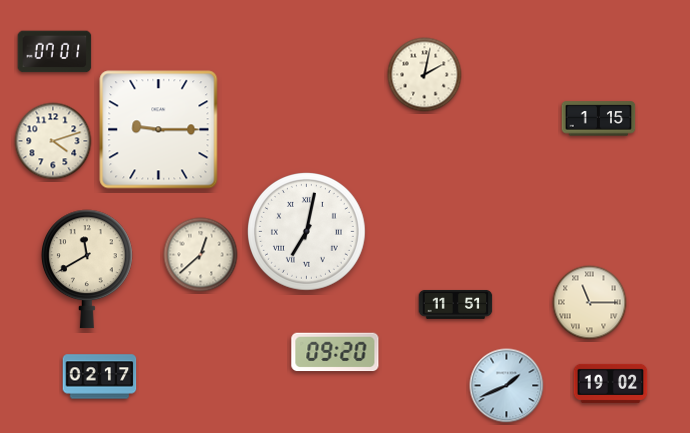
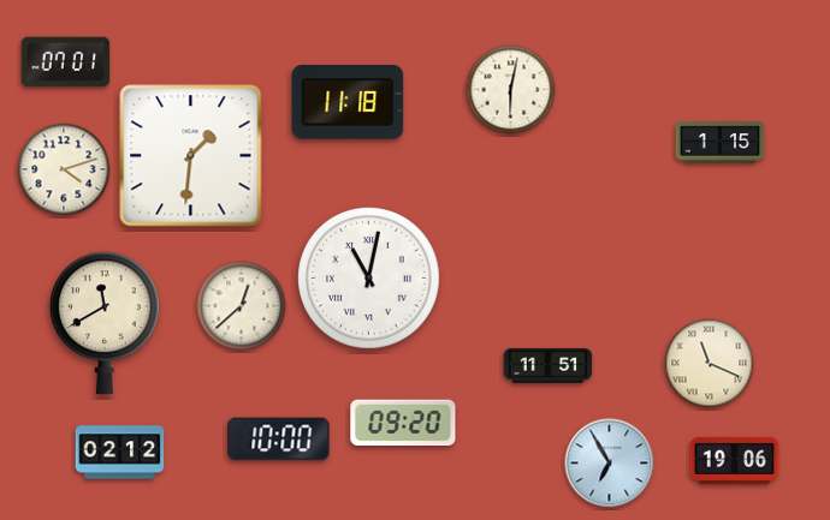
clock at (425, 75): 2:02 -> 6:02
clock at (348, 103): none -> 11:18
clock at (159, 130): 9:15 -> 1:31
clock at (307, 232): 7:02 -> 11:02
clock at (590, 303): 11:15 -> 11:19
clock at (279, 440): none -> 10:00
clock at (100, 377): 02:17 -> 02:12
clock at (611, 383): 19:02 -> 19:06
clock at (507, 386): 1:41 -> 6:55
